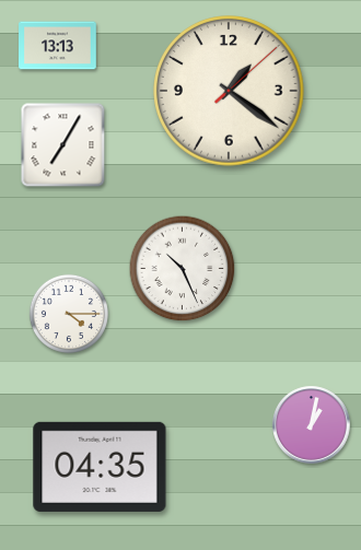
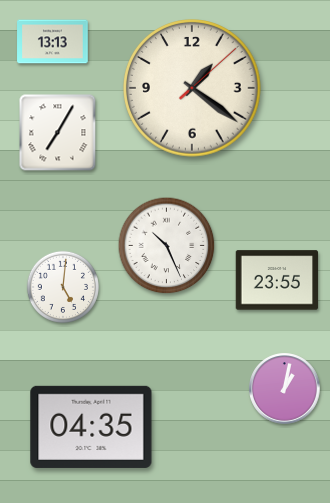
clock at (229, 91) position: (229, 91) -> (192, 88)
clock at (277, 280): none -> 23:55
clock at (69, 314): 4:15 -> 5:01
